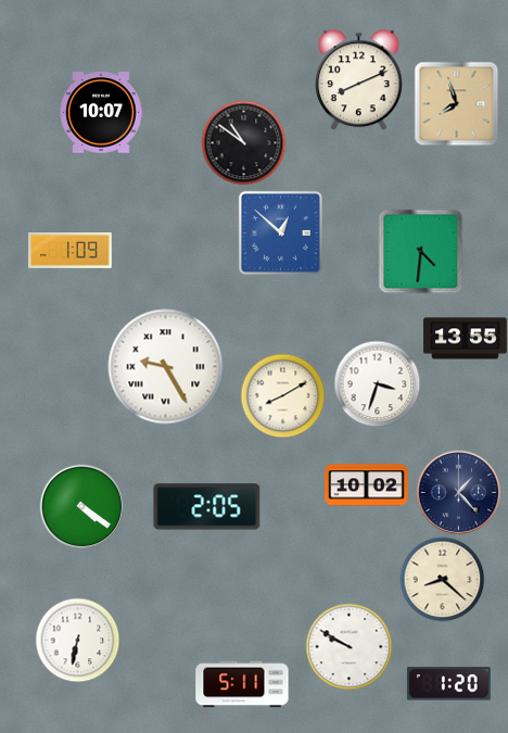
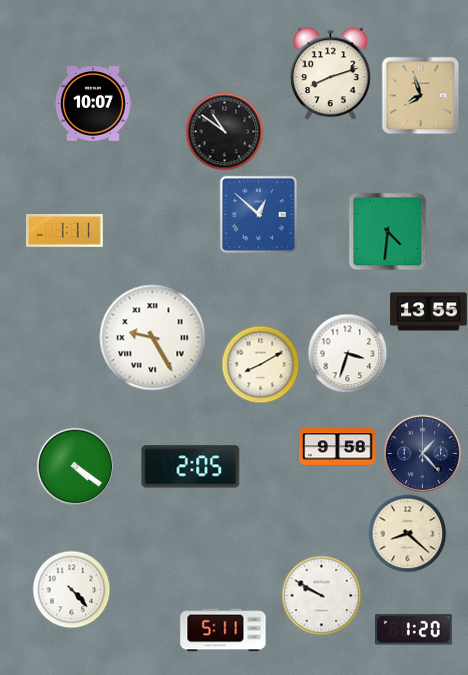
clock at (359, 79): 8:11 -> 8:12
clock at (71, 251): 1:09 -> 1:11
clock at (367, 485): 10:02 -> 9:58
clock at (77, 640): 6:32 -> 4:23
